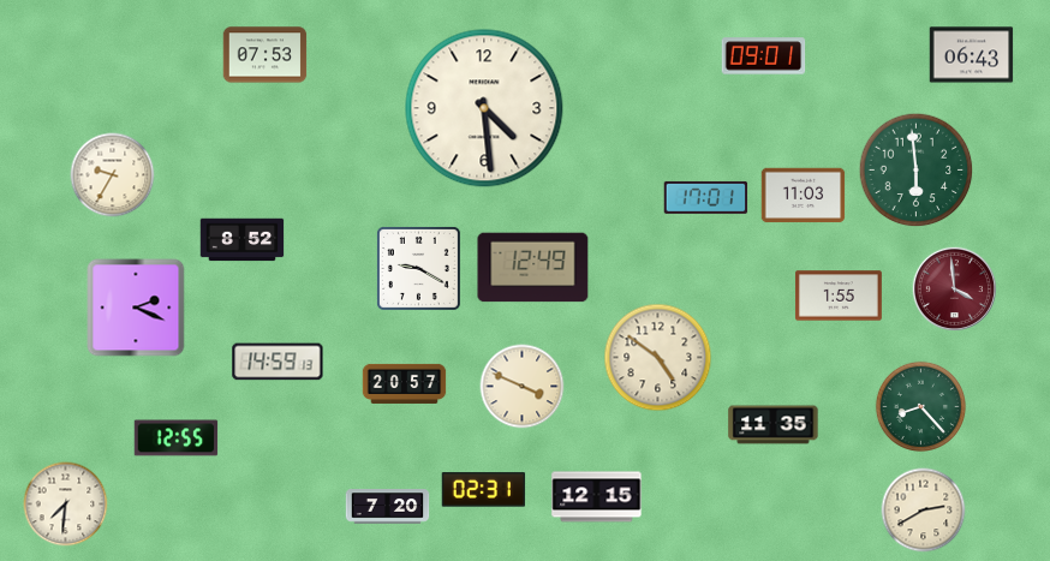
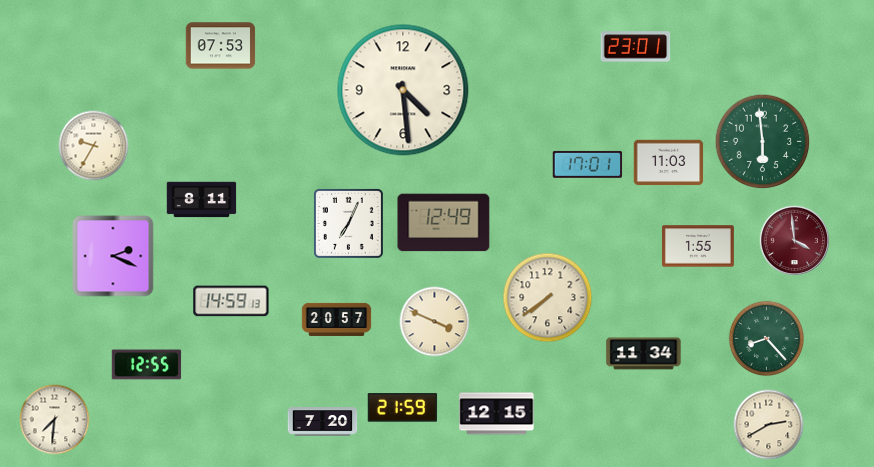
clock at (972, 55): 06:43 -> none
clock at (764, 56): 09:01 -> 23:01
clock at (243, 240): 8:52 -> 8:11
clock at (418, 268): 9:20 -> 7:04
clock at (658, 358): 4:51 -> 7:39
clock at (774, 425): 11:35 -> 11:34
clock at (484, 490): 02:31 -> 21:59
